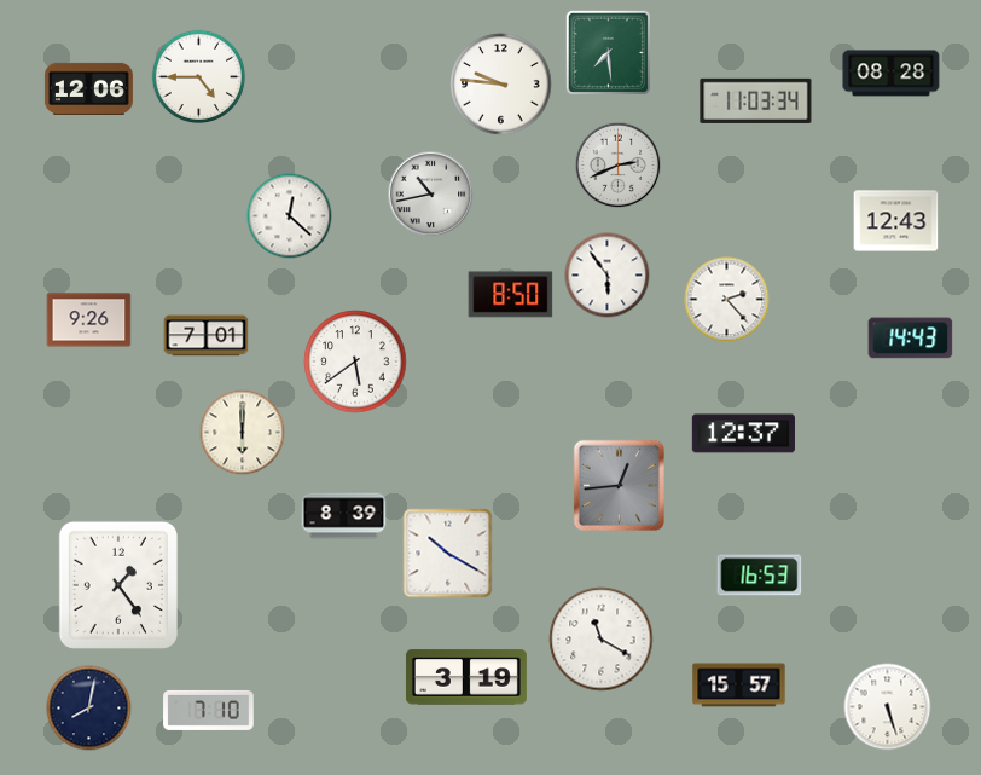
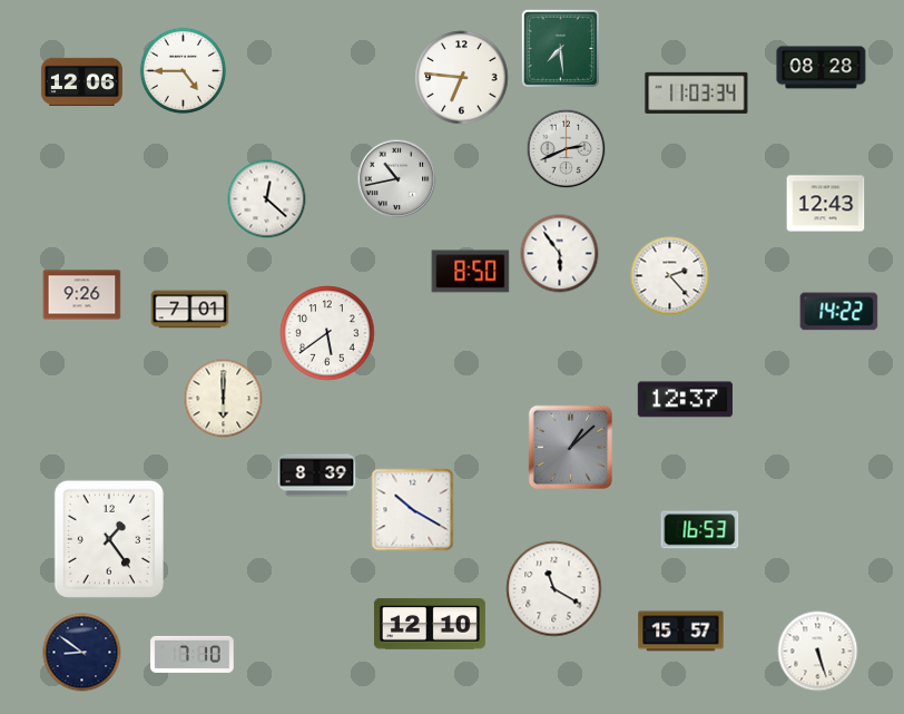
clock at (501, 85): 9:46 -> 6:46
clock at (619, 166) position: (619, 166) -> (567, 149)
clock at (911, 339): 14:43 -> 14:22
clock at (619, 485): 12:44 -> 1:08
clock at (466, 677): 3:19 -> 12:10
clock at (89, 709): 8:02 -> 8:51
